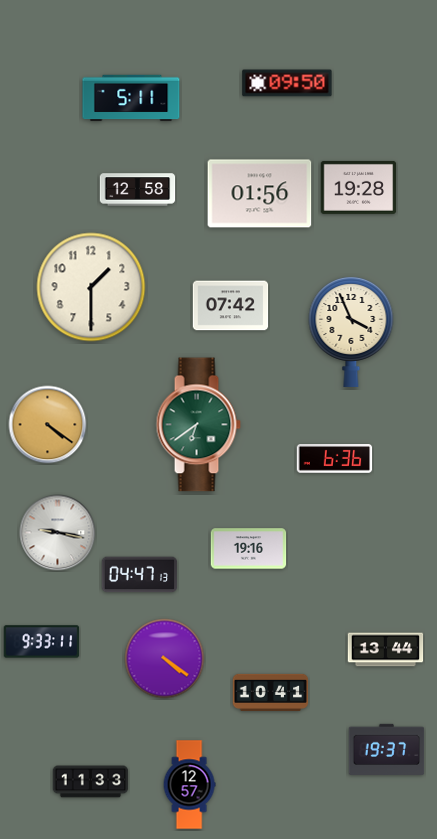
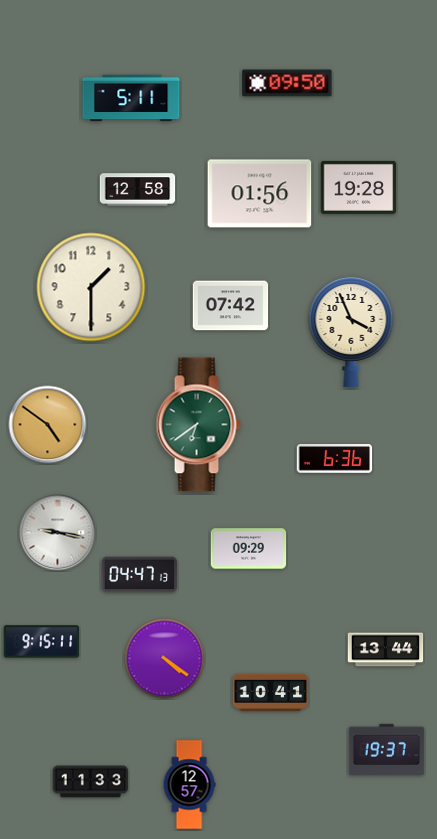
clock at (48, 425): 4:21 -> 4:51
clock at (249, 549): 19:16 -> 09:29
clock at (42, 642): 9:33 -> 9:15
